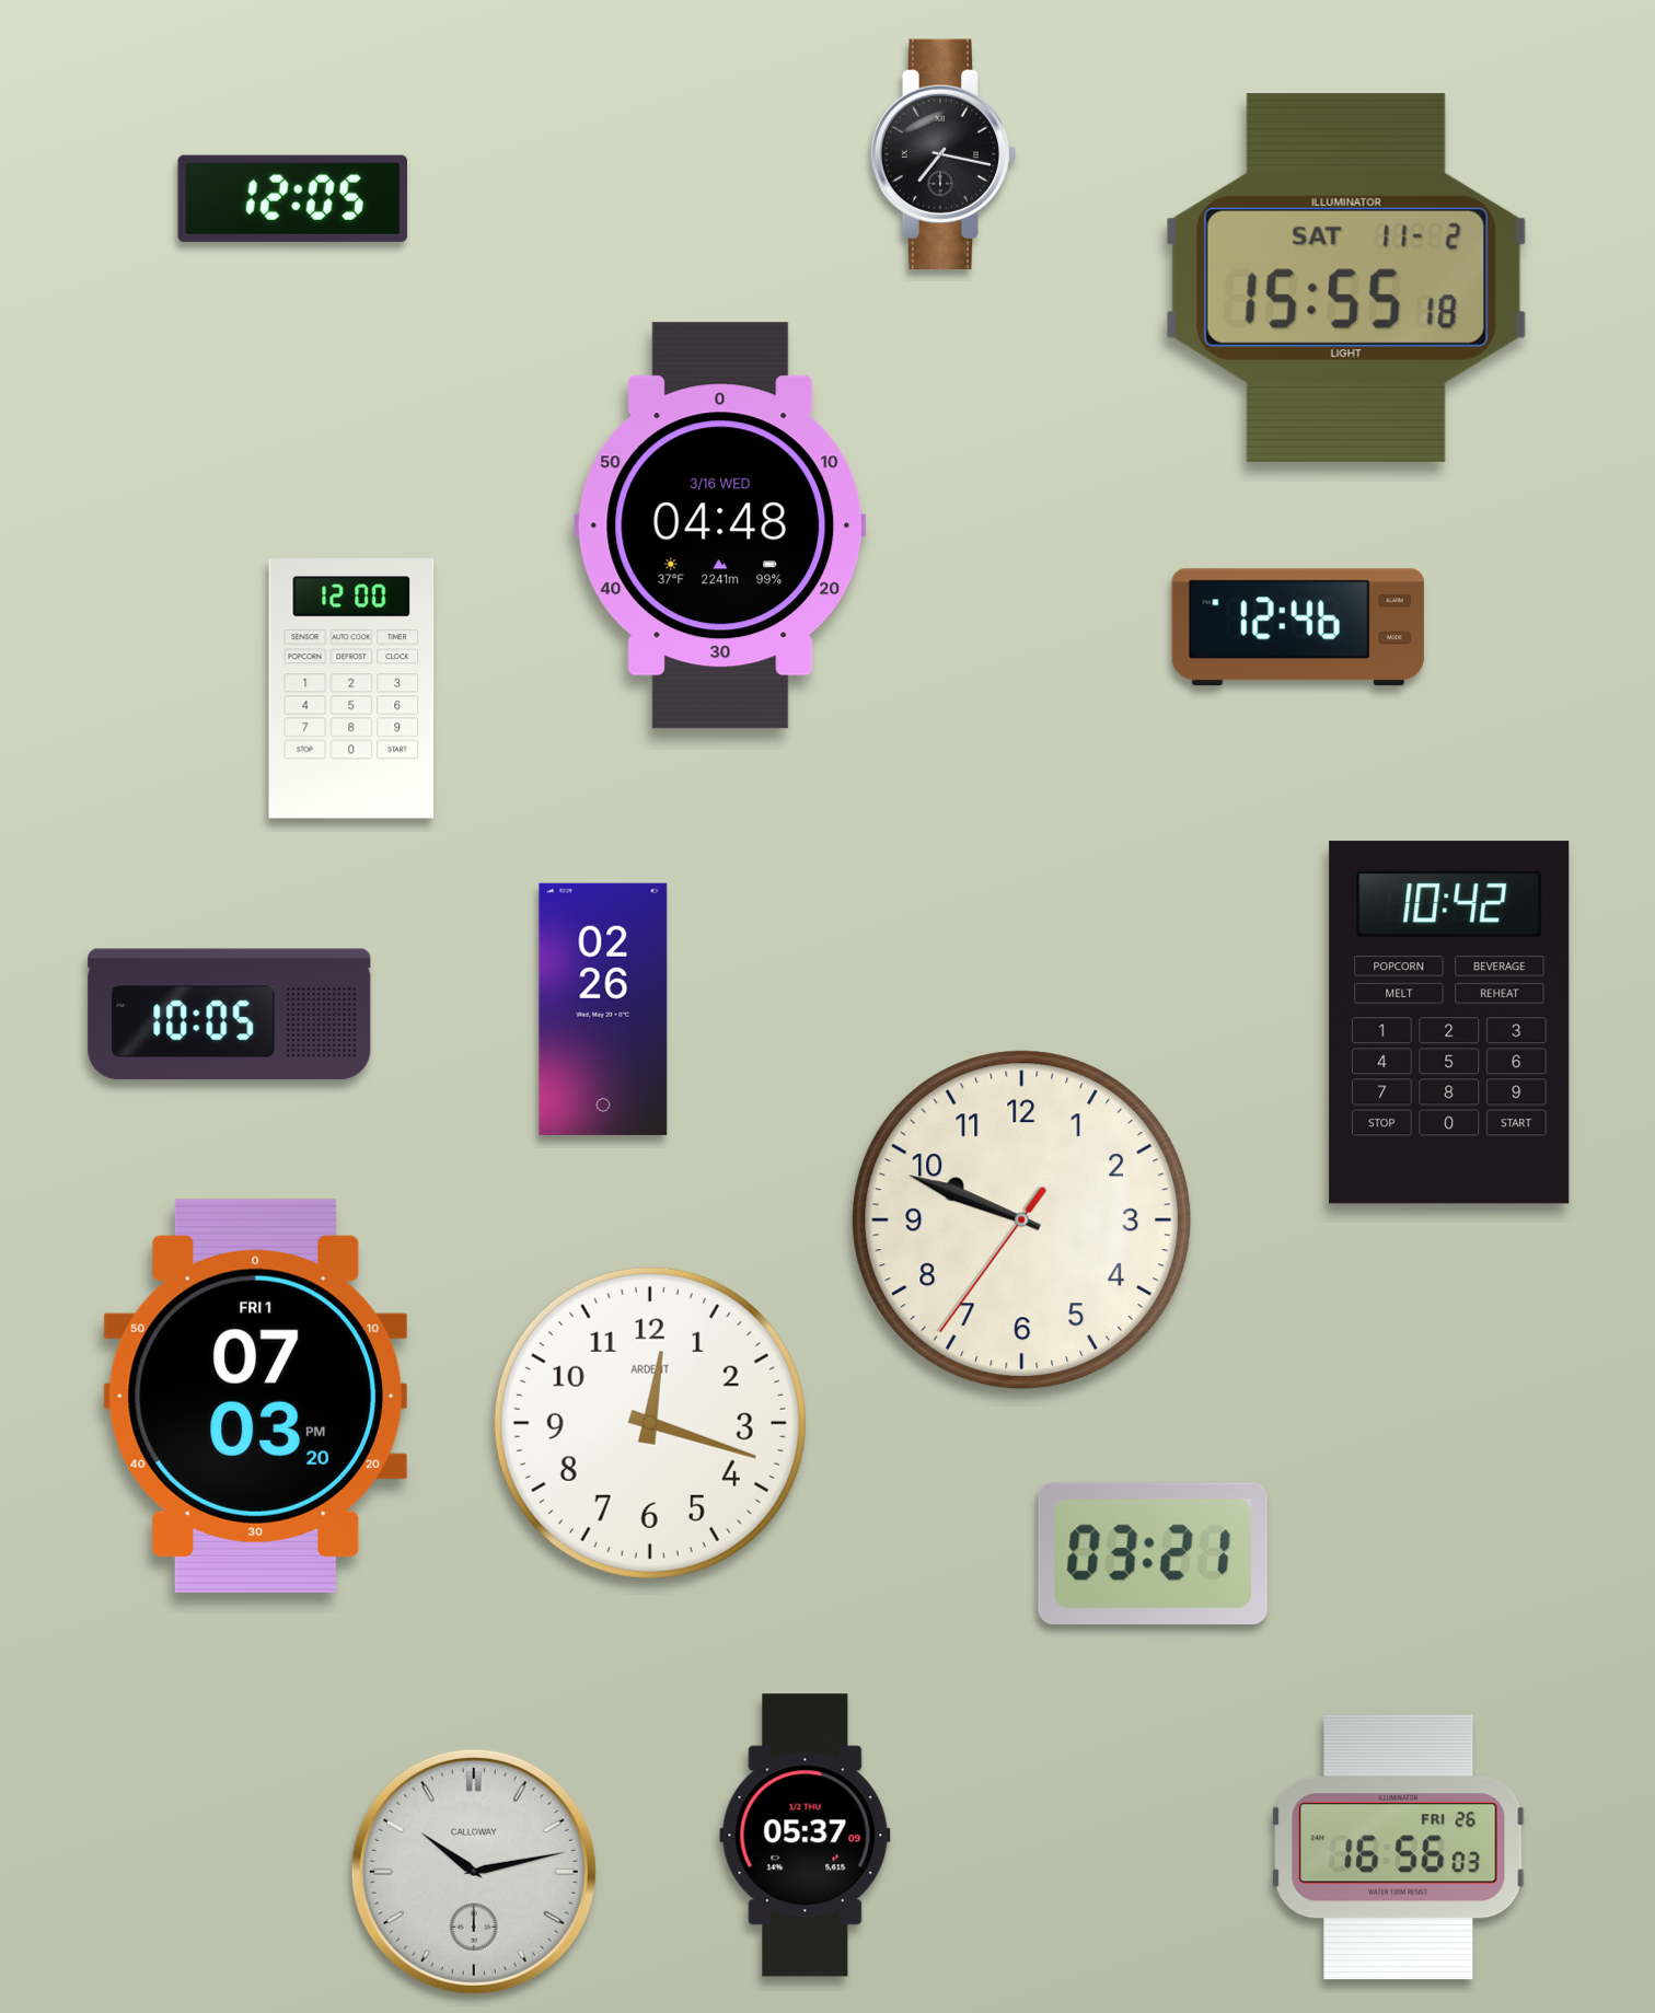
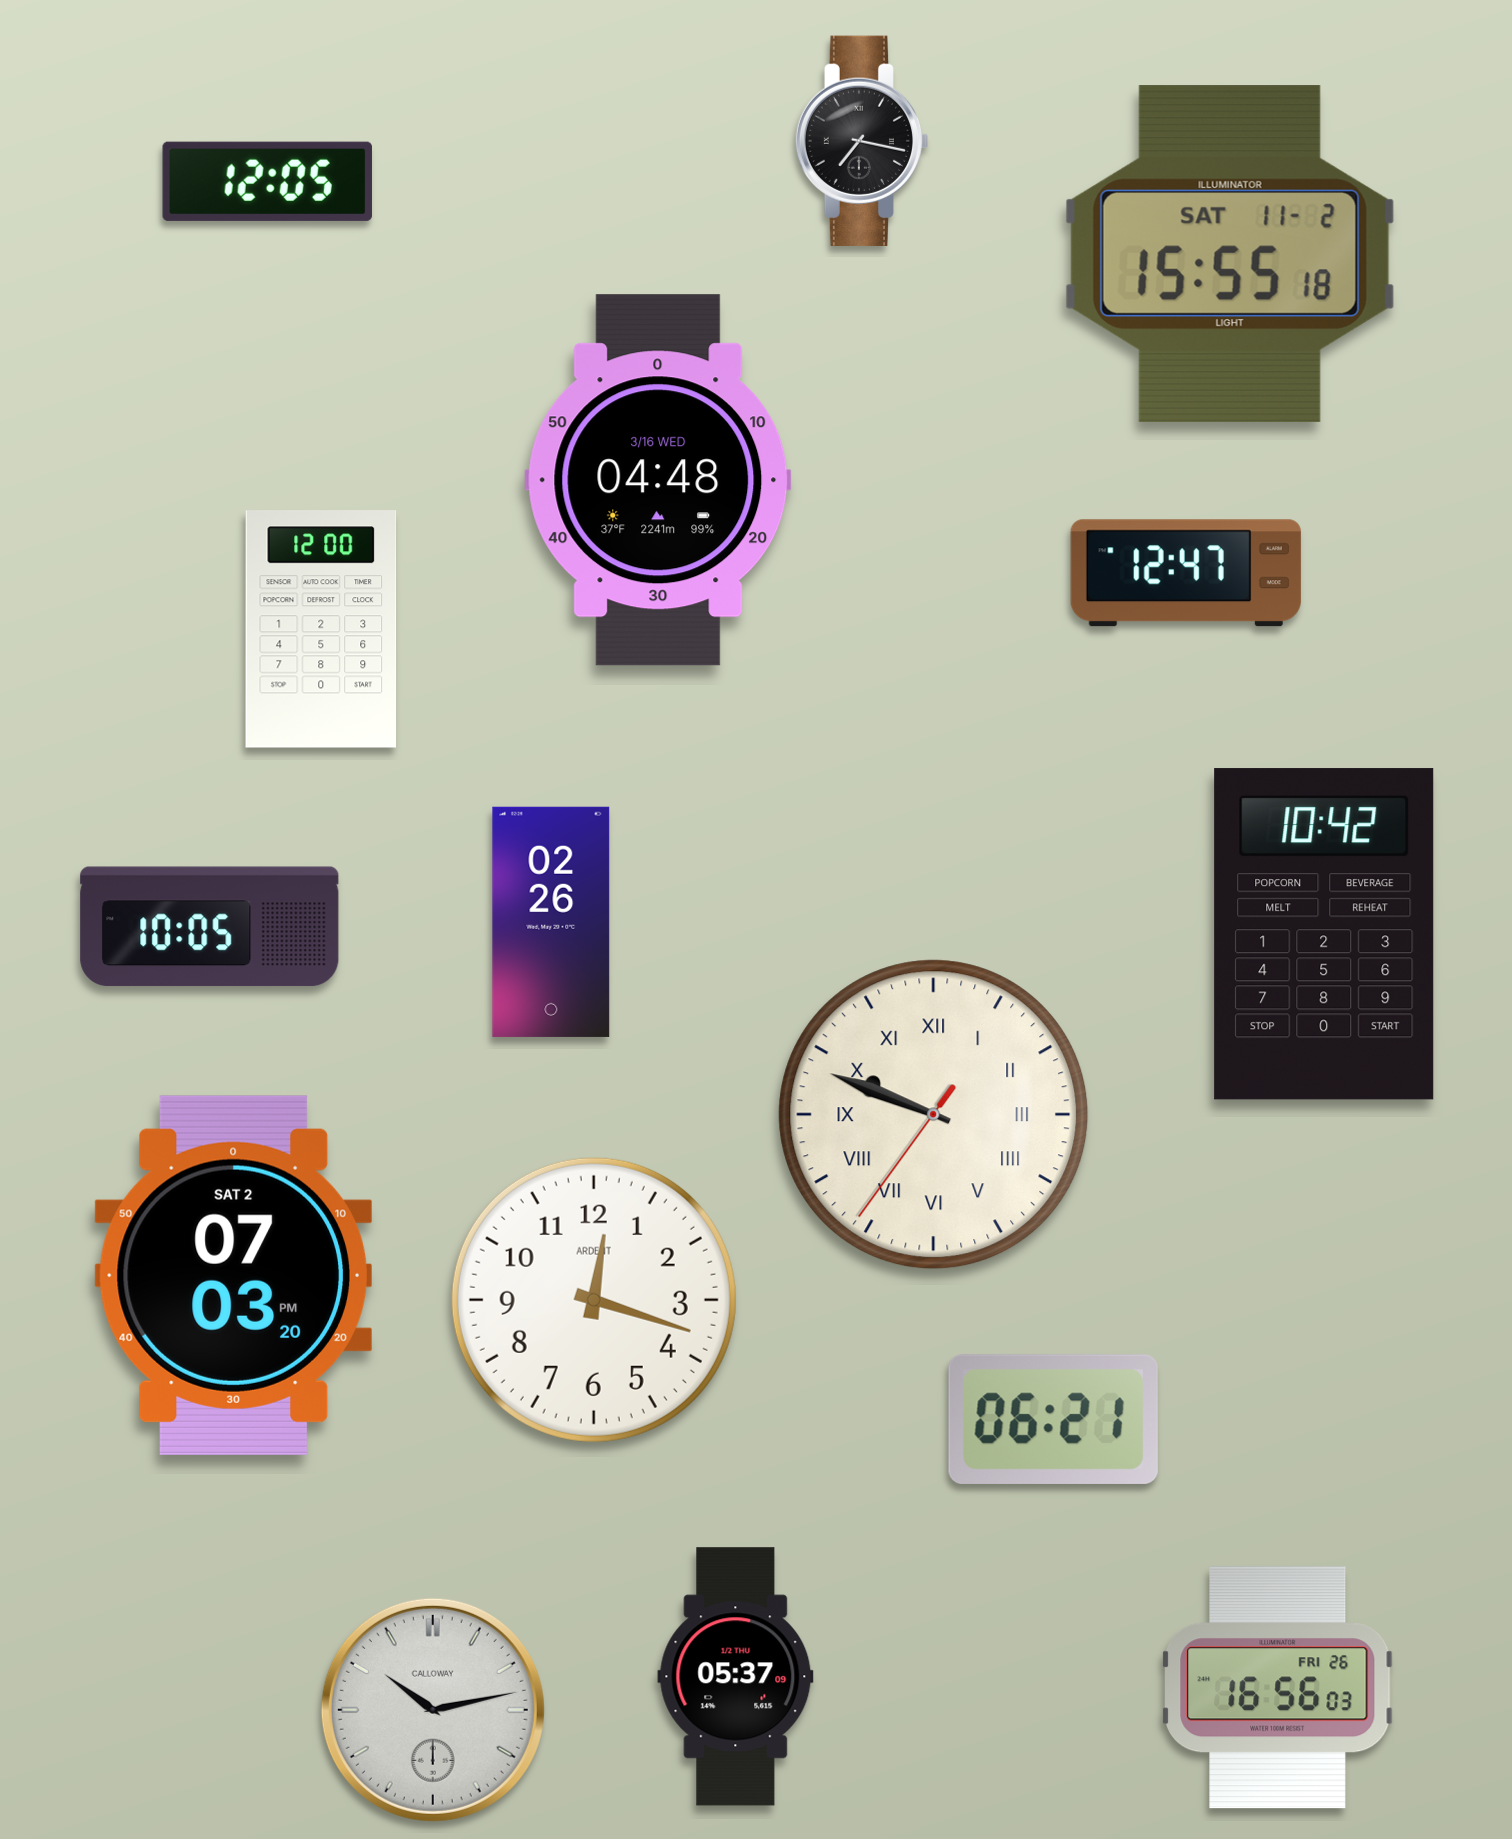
clock at (1298, 627): 12:46 -> 12:47
clock at (1022, 1220) numerals: Arabic -> Roman
clock at (255, 1396) date: FRI 1 -> SAT 2
clock at (1153, 1553): 03:21 -> 06:21
